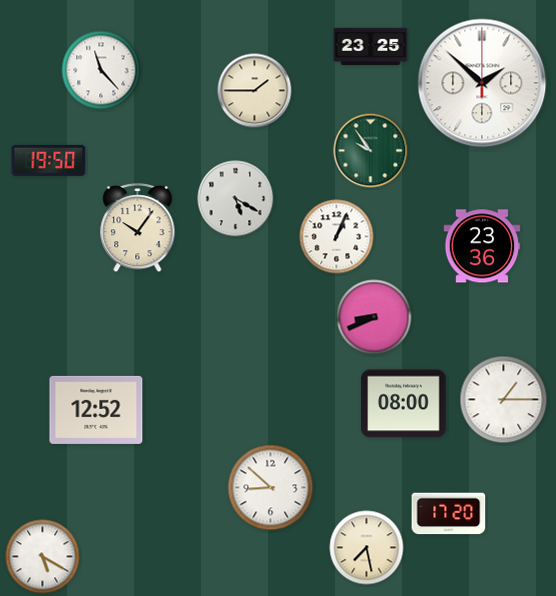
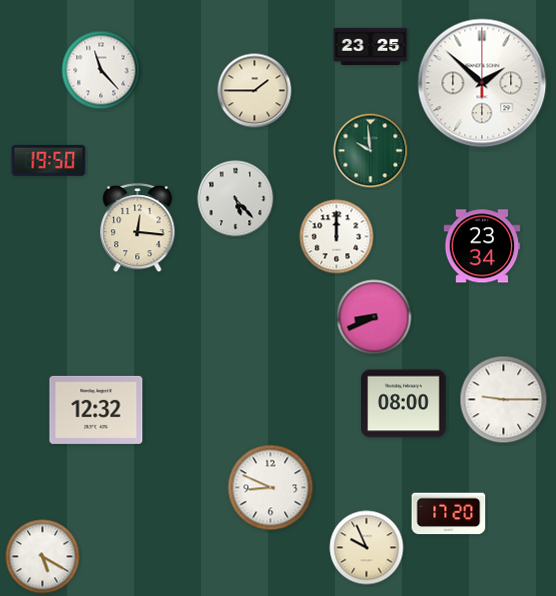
clock at (371, 151): 9:54 -> 9:59
clock at (236, 199): 5:20 -> 5:23
clock at (138, 229): 10:06 -> 12:16
clock at (337, 237): 1:04 -> 12:00
clock at (482, 246): 23:36 -> 23:34
clock at (504, 400): 1:15 -> 9:15
clock at (96, 410): 12:52 -> 12:32
clock at (271, 488): 8:52 -> 8:49
clock at (367, 548): 7:28 -> 9:56
